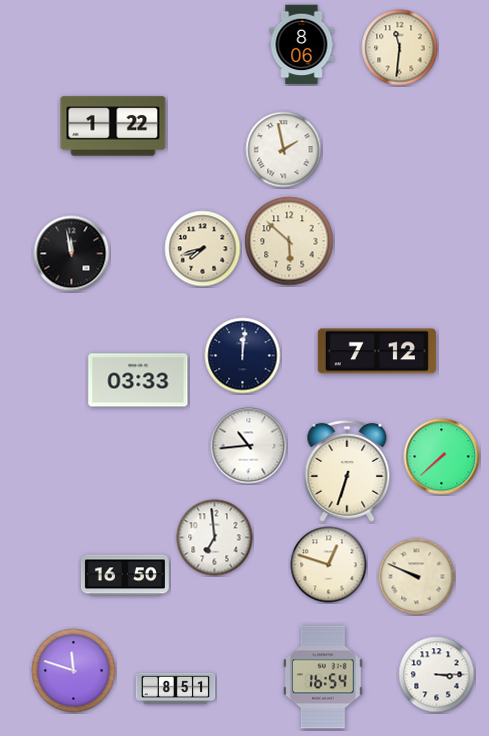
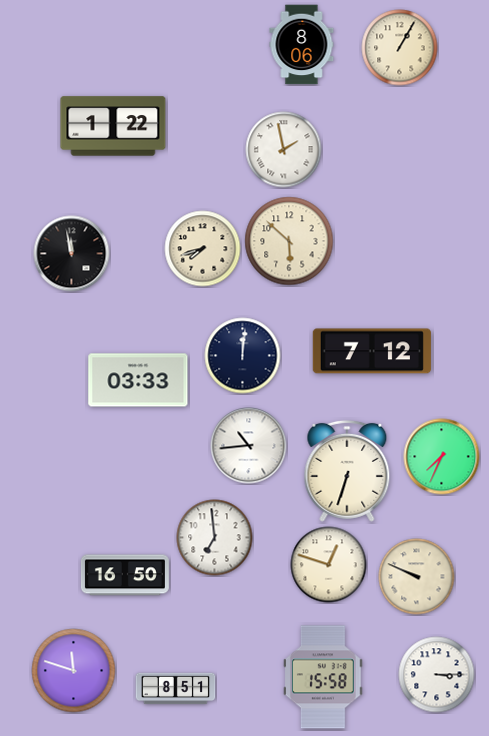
clock at (400, 48): 11:31 -> 1:05
clock at (377, 351) position: (377, 351) -> (372, 351)
clock at (442, 457): 7:38 -> 7:34
clock at (324, 677): 16:54 -> 15:58
